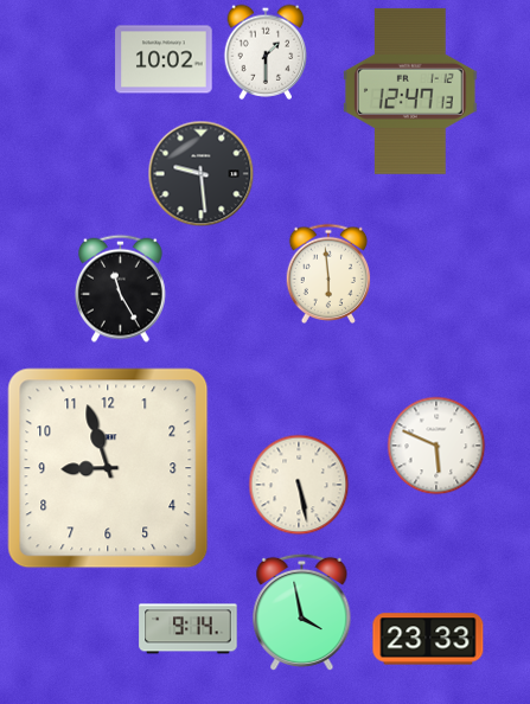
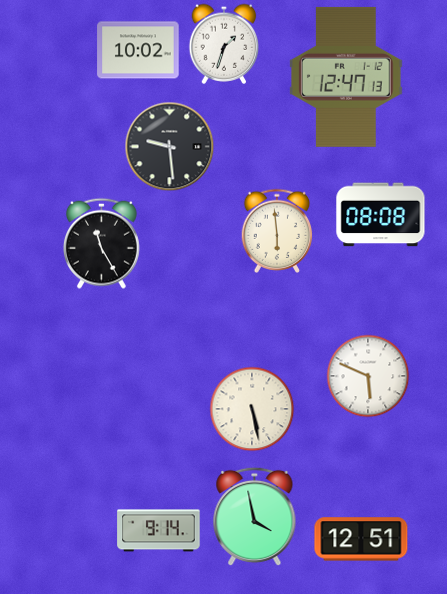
clock at (266, 52): 1:30 -> 1:33
clock at (381, 215): none -> 08:08
clock at (108, 468): 8:57 -> none
clock at (428, 639): 23:33 -> 12:51
